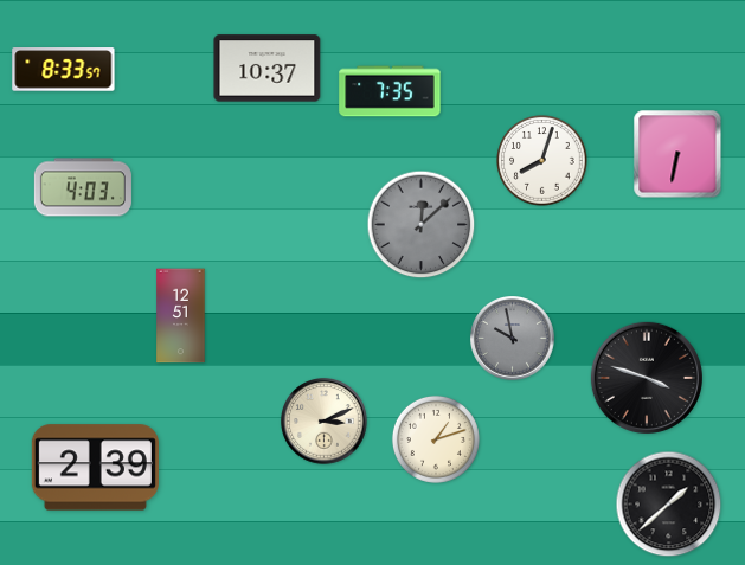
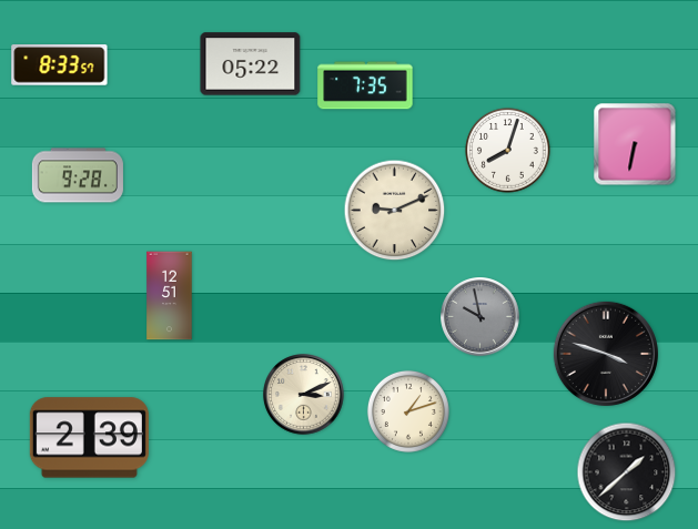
clock at (268, 69): 10:37 -> 05:22
clock at (83, 187): 4:03 -> 9:28
clock at (422, 225): 12:08 -> 9:11
clock at (422, 225) dial: grey -> cream
